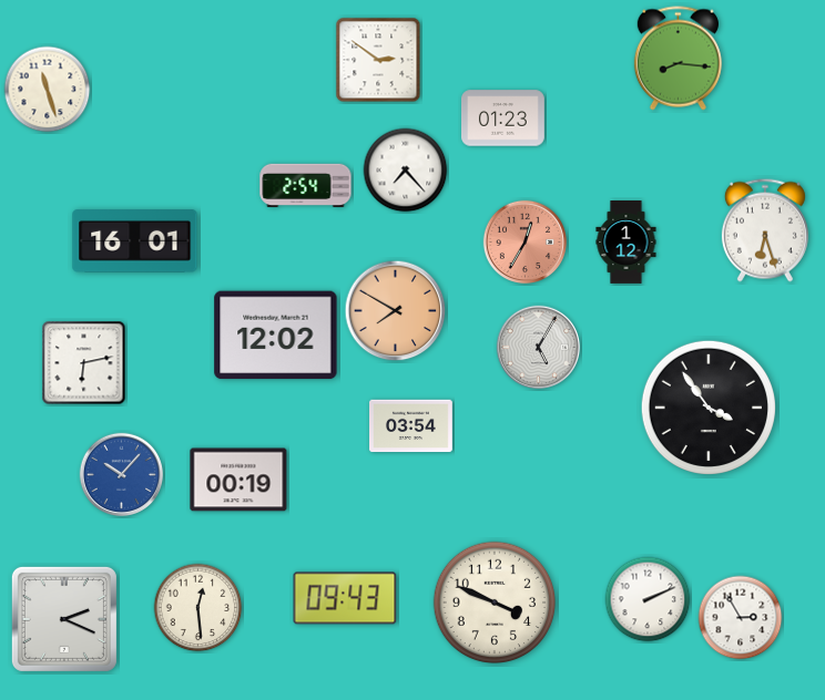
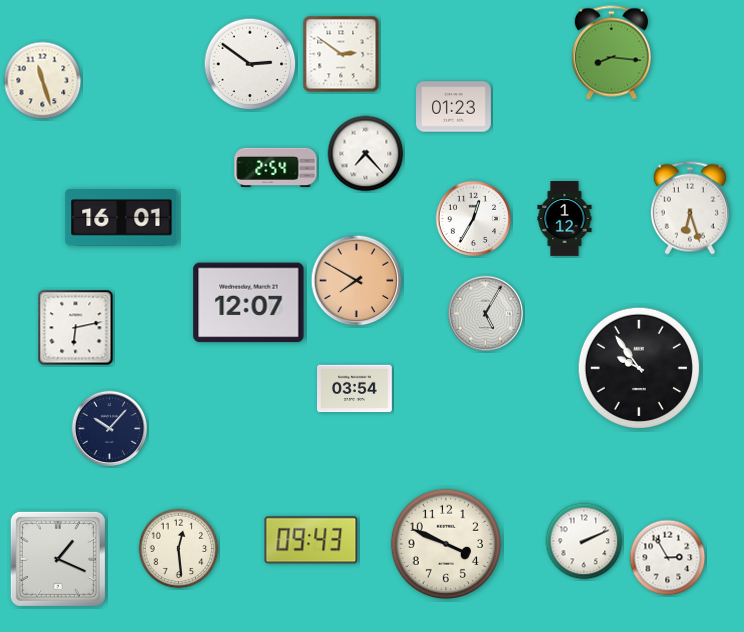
clock at (250, 64): none -> 2:51
clock at (526, 243) dial: salmon -> white
clock at (276, 336): 12:02 -> 12:07
clock at (707, 406): 3:54 -> 9:54
clock at (411, 426) position: (411, 426) -> (355, 389)
clock at (122, 475) dial: blue -> navy
clock at (238, 480): 00:19 -> none
clock at (64, 619): 2:19 -> 1:19
